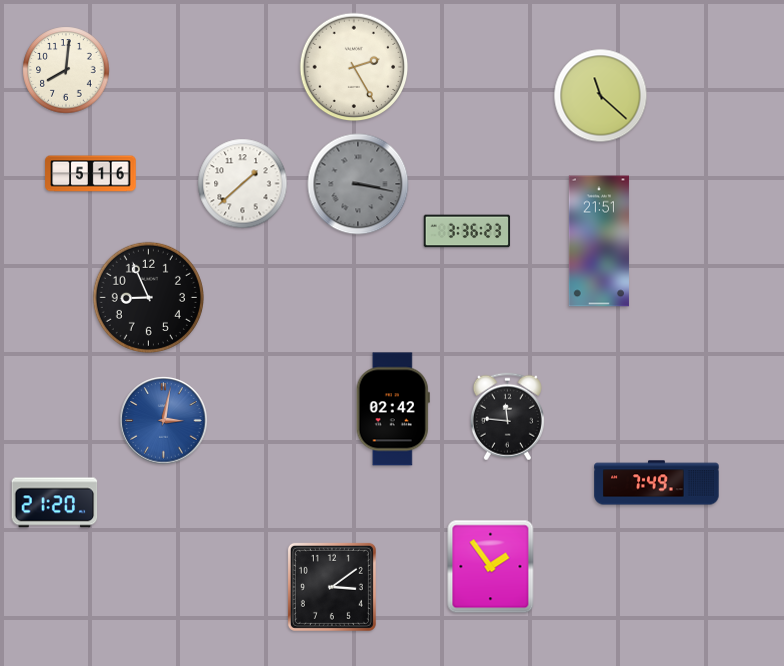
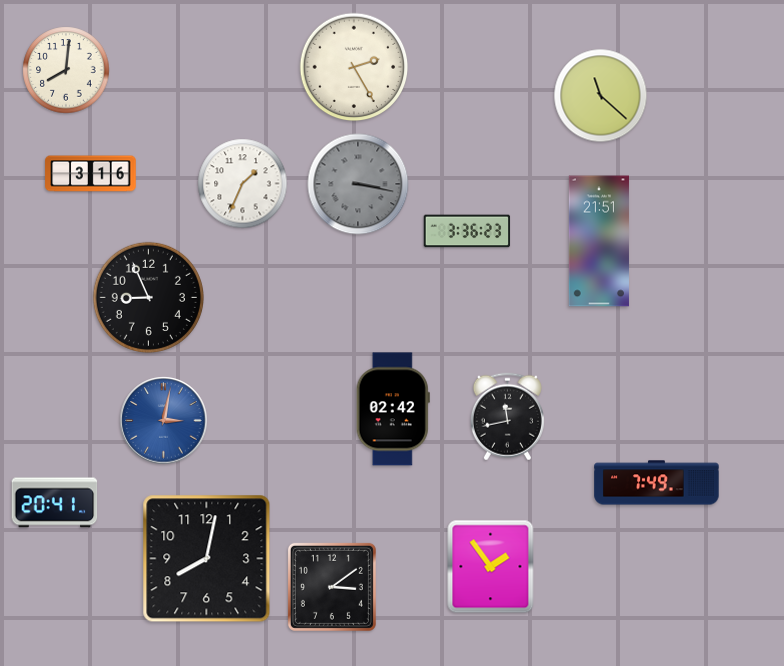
clock at (91, 174): 5:16 -> 3:16
clock at (243, 184): 1:38 -> 1:34
clock at (507, 417): 11:46 -> 11:43
clock at (55, 503): 21:20 -> 20:41
clock at (207, 559): none -> 8:02
